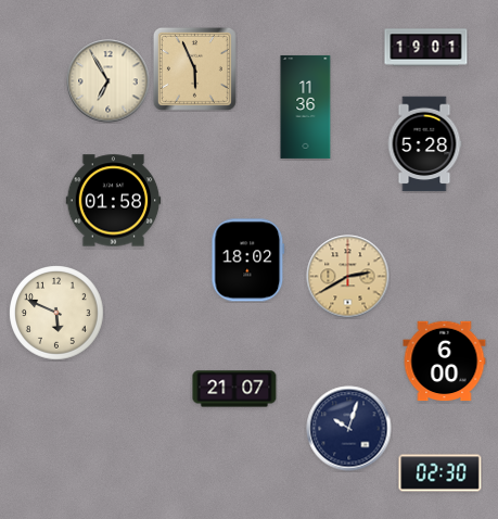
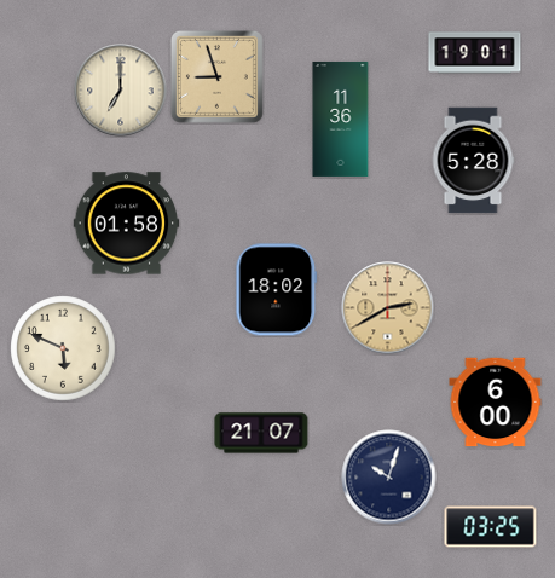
clock at (194, 68): 5:56 -> 8:57
clock at (108, 81): 6:55 -> 7:00
clock at (440, 473): 02:30 -> 03:25
